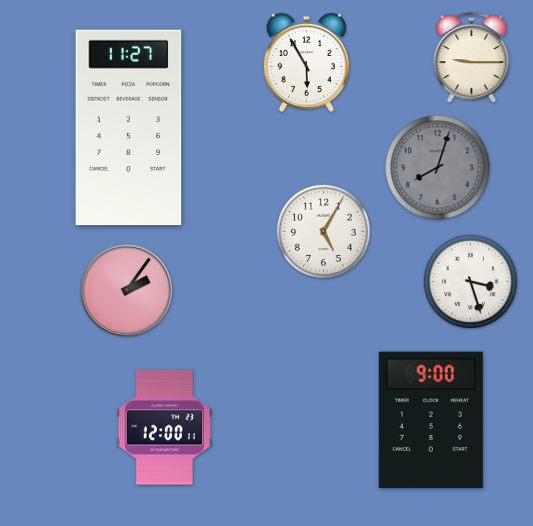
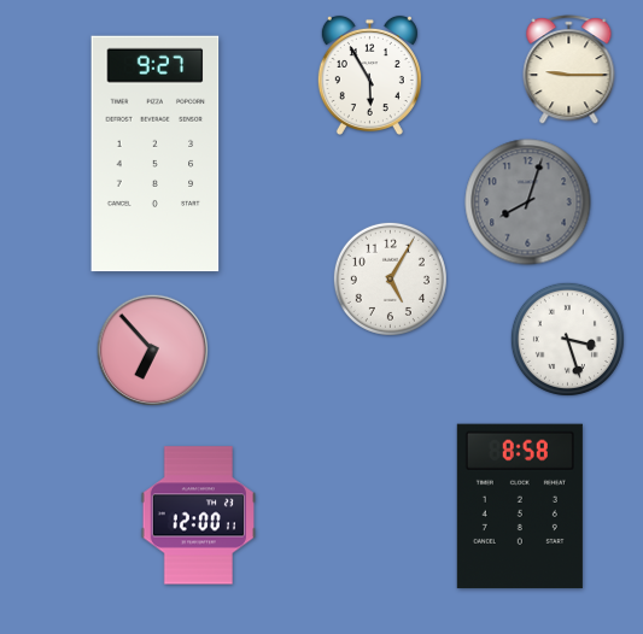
clock at (129, 128): 11:27 -> 9:27
clock at (127, 291): 2:06 -> 6:53
clock at (431, 420): 9:00 -> 8:58
